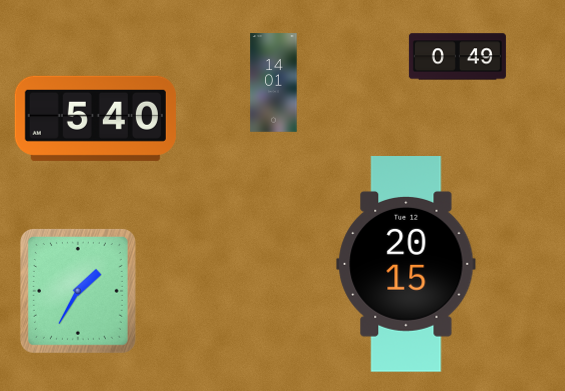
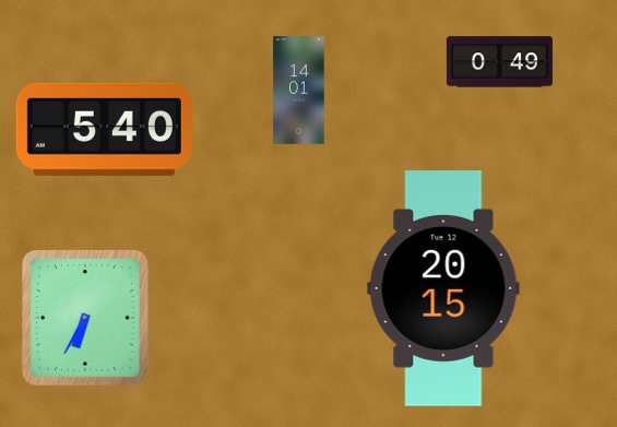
clock at (78, 291): 1:35 -> 6:35
